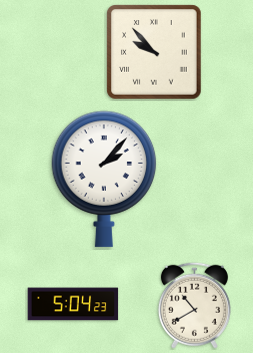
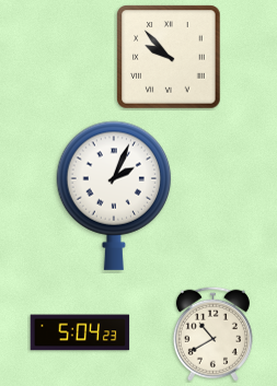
clock at (104, 179): 2:07 -> 2:04
